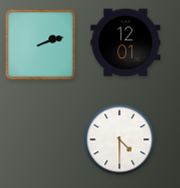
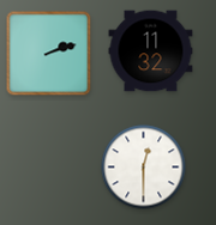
clock at (126, 43): 12:01 -> 11:32
clock at (120, 140): 4:30 -> 12:30
